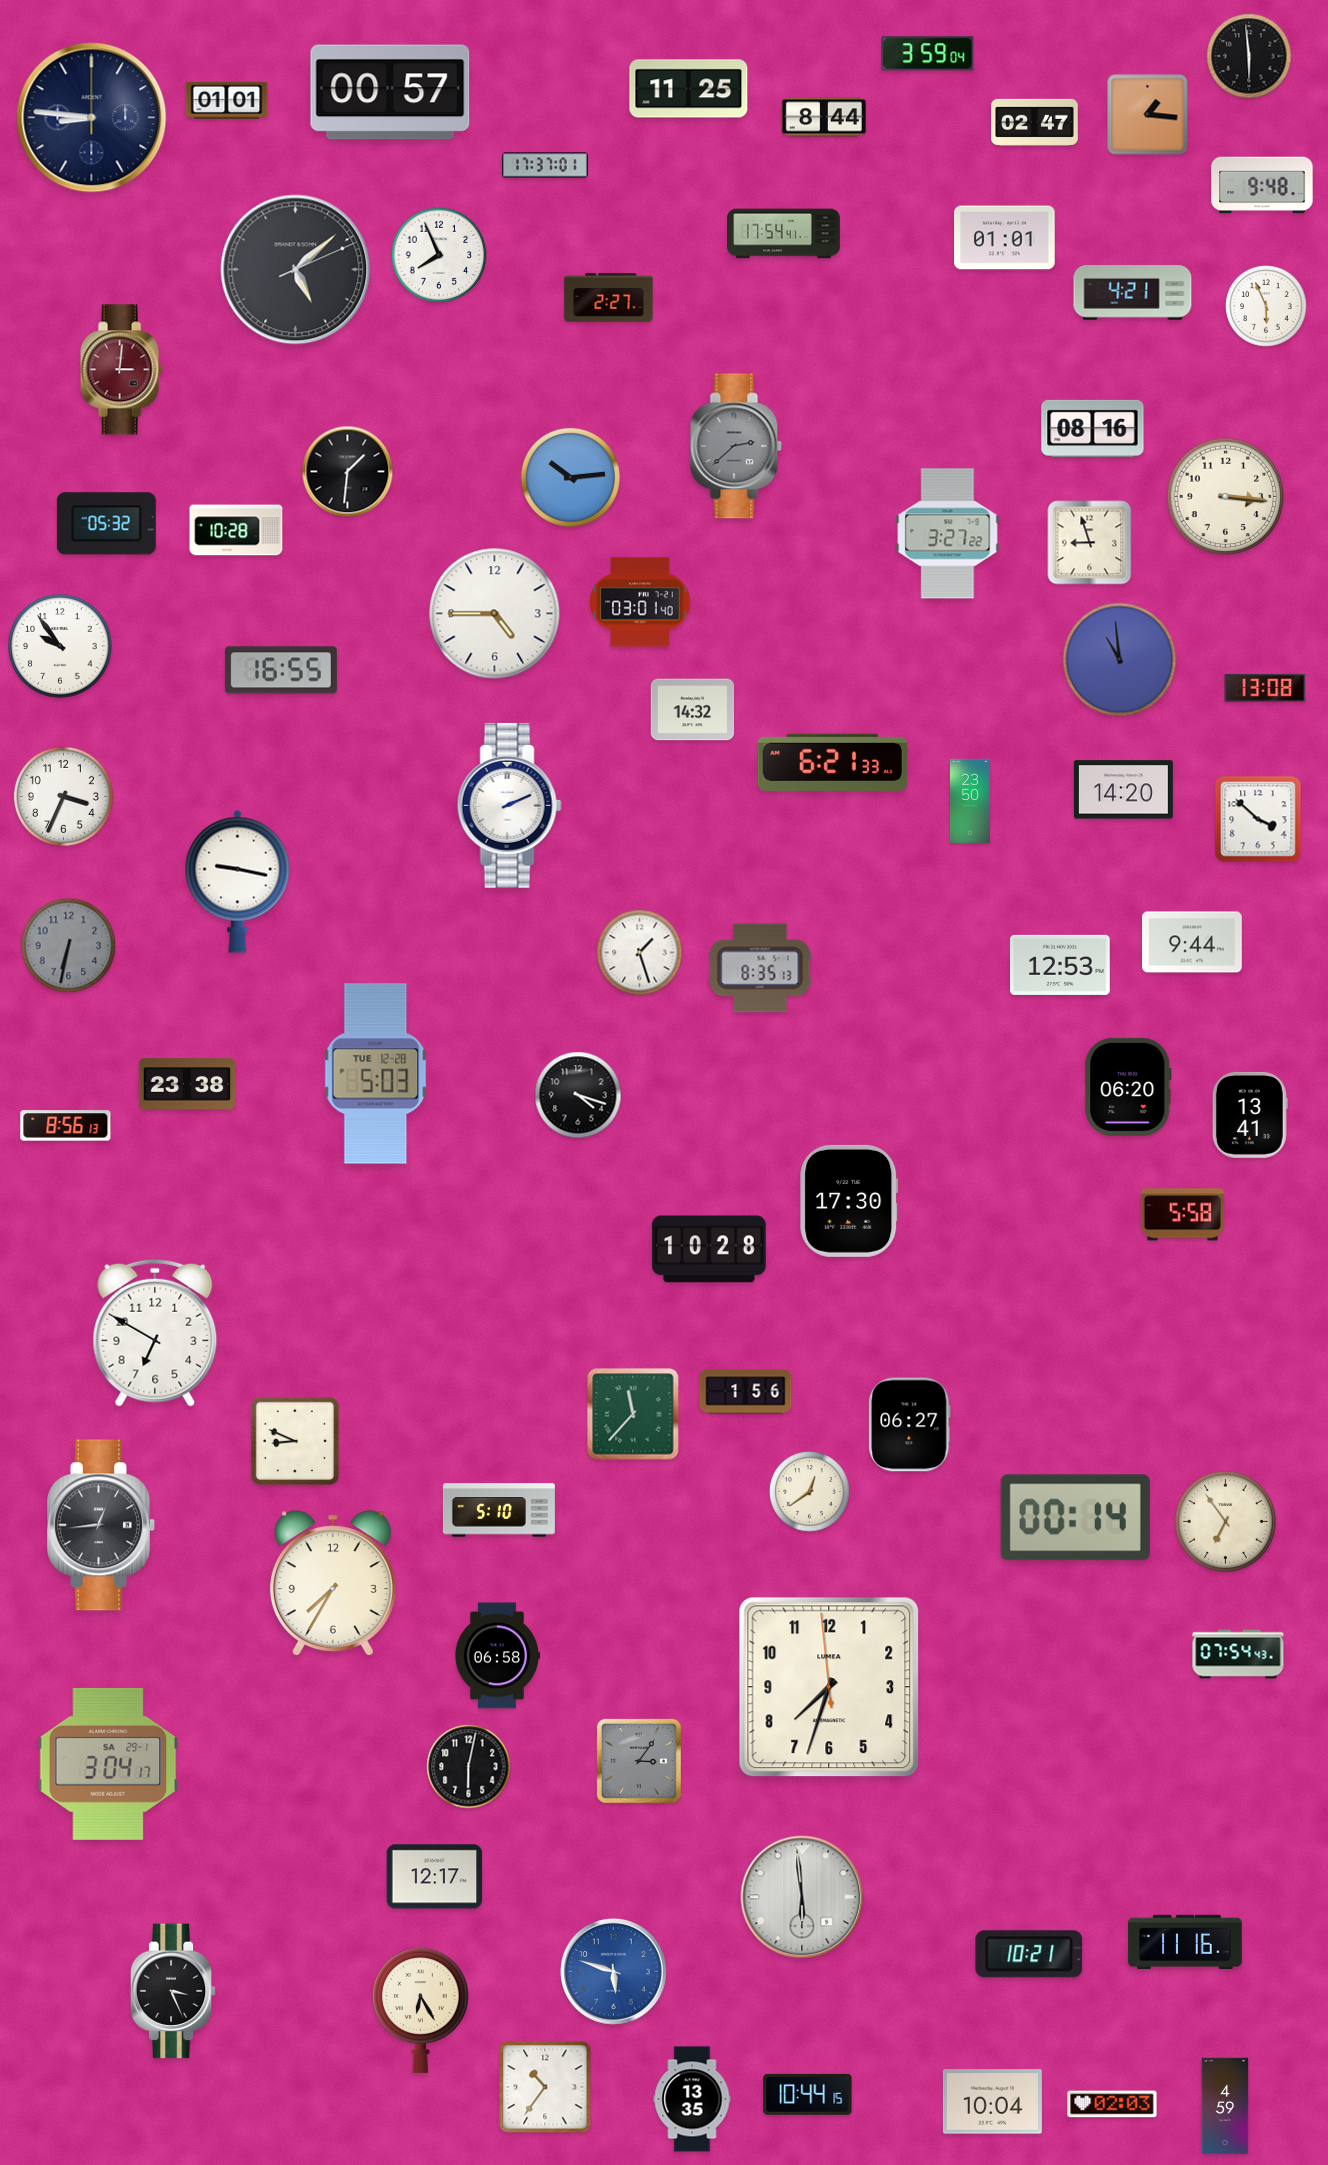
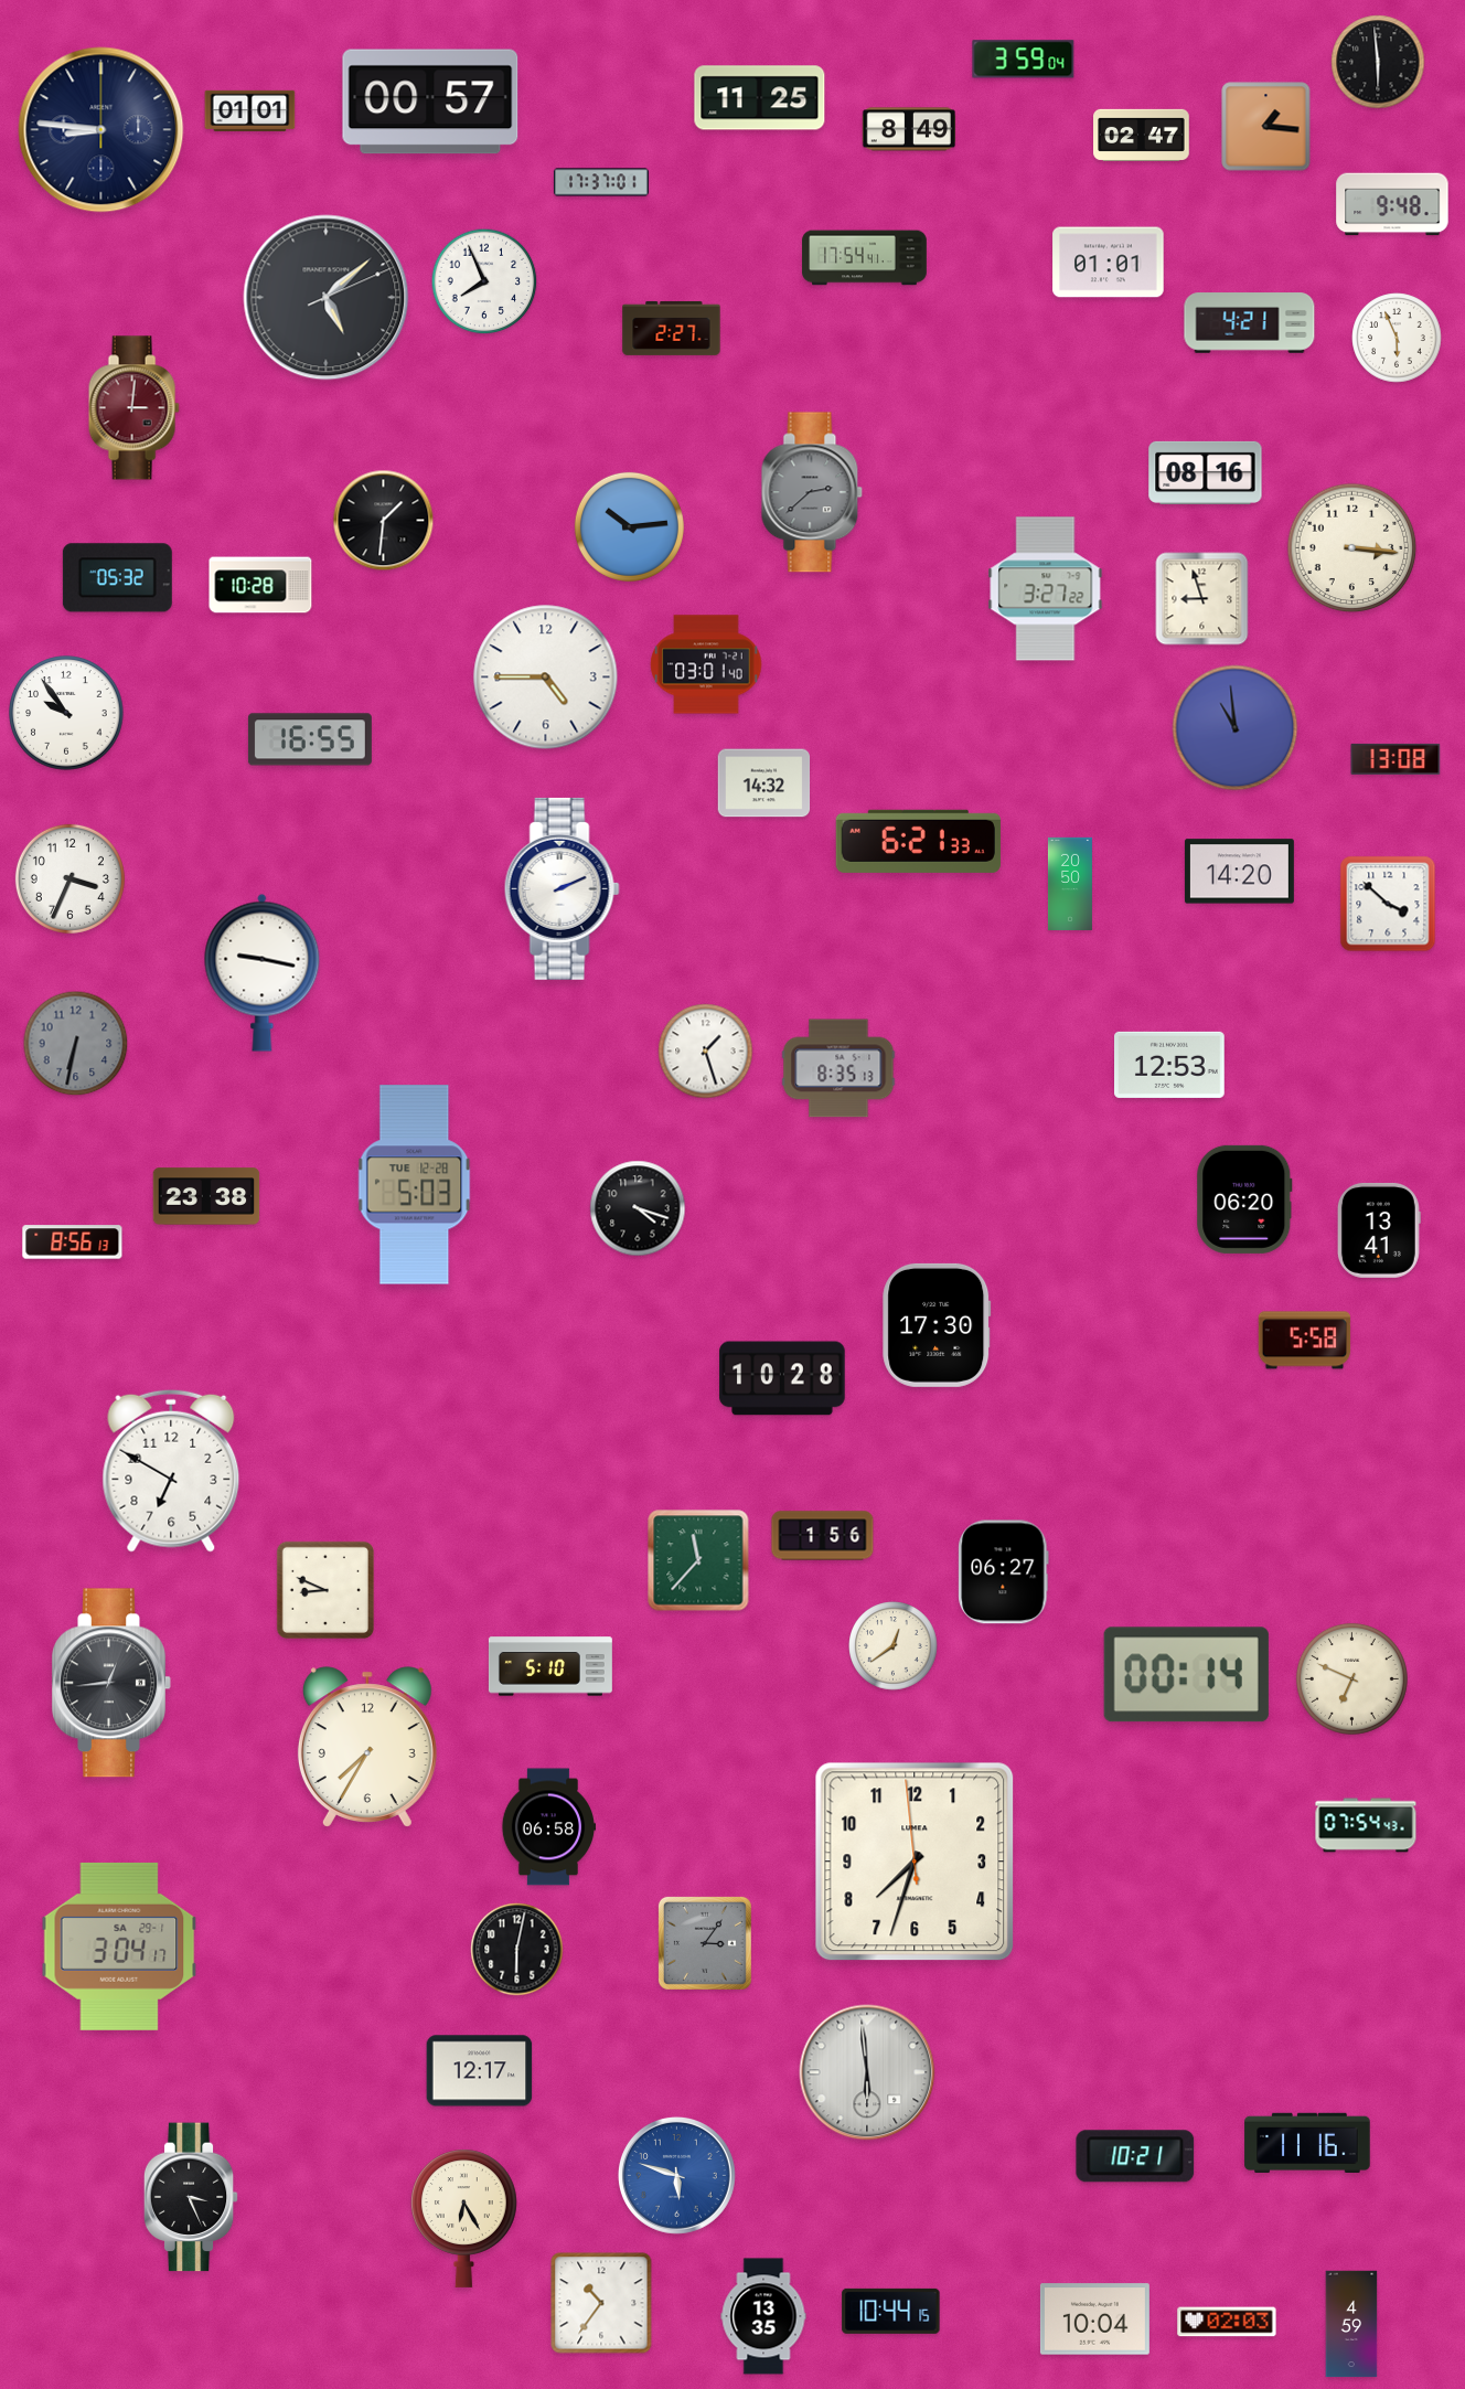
clock at (824, 117): 8:44 -> 8:49
clock at (970, 800): 23:50 -> 20:50
clock at (1193, 942): 9:44 -> none
clock at (1225, 1521): 6:54 -> 6:49
clock at (802, 1897) position: (802, 1897) -> (867, 2072)
